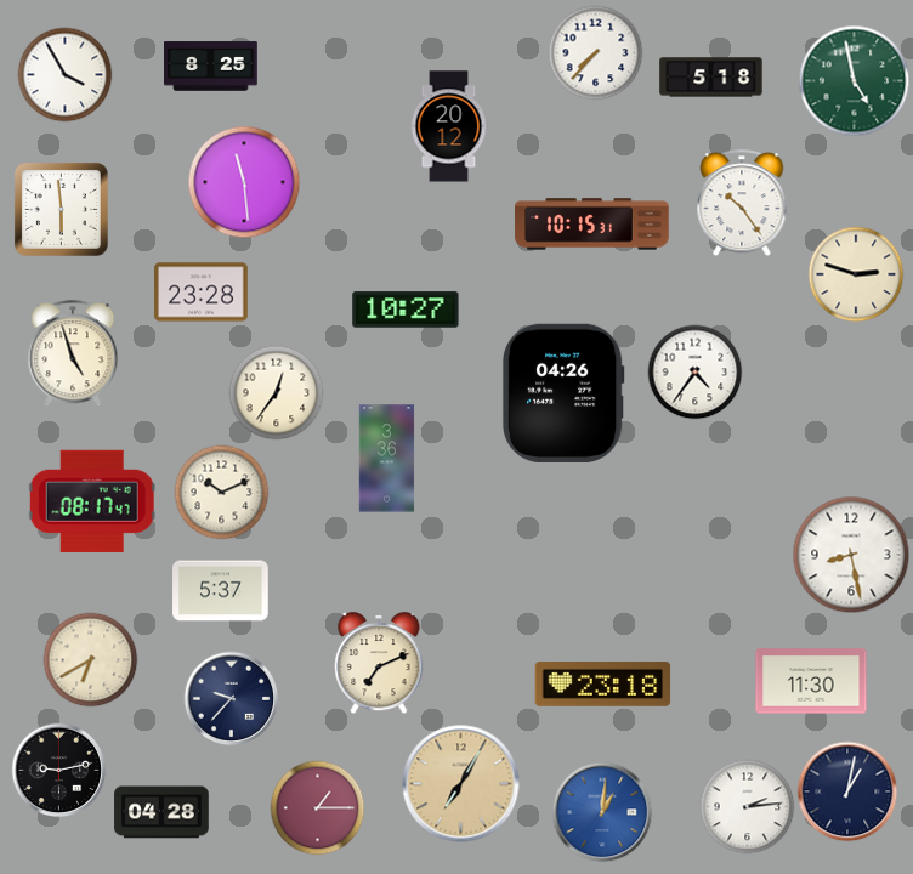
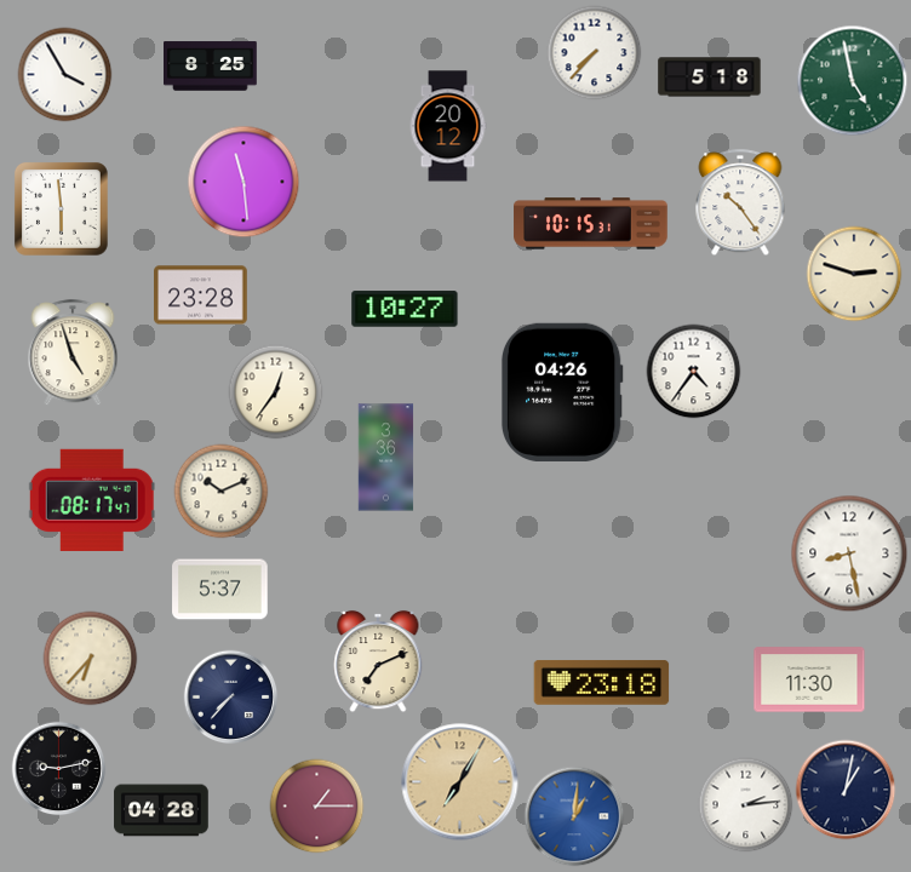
clock at (202, 293) position: (202, 293) -> (201, 296)
clock at (90, 659): 6:40 -> 6:37
clock at (231, 698): 9:37 -> 7:37
clock at (602, 812) position: (602, 812) -> (574, 816)
